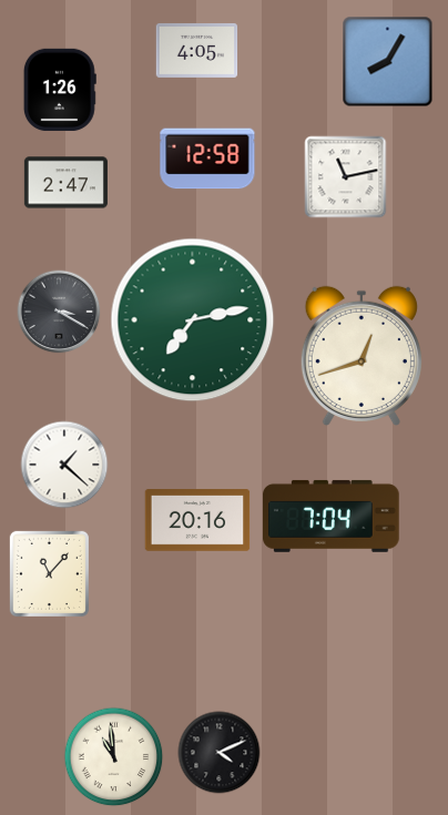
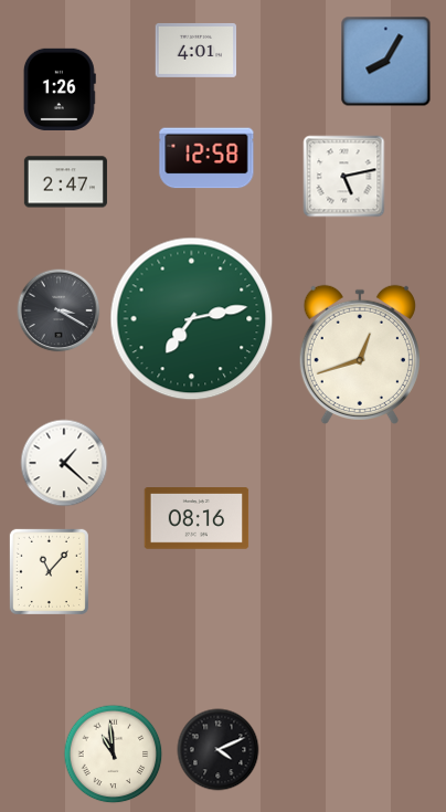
clock at (197, 50): 4:05 -> 4:01
clock at (346, 177): 11:13 -> 5:13
clock at (332, 516): 7:04 -> none
clock at (197, 521): 20:16 -> 08:16
